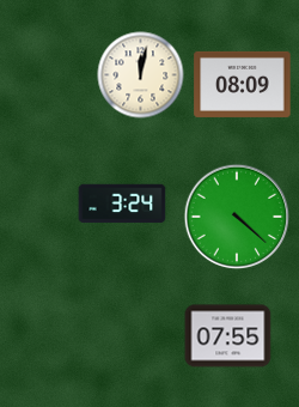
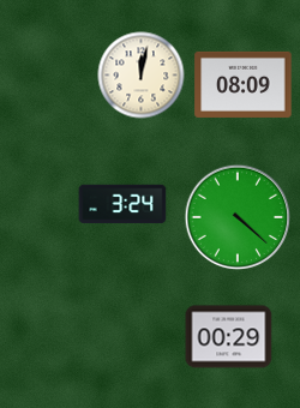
clock at (228, 336): 07:55 -> 00:29
